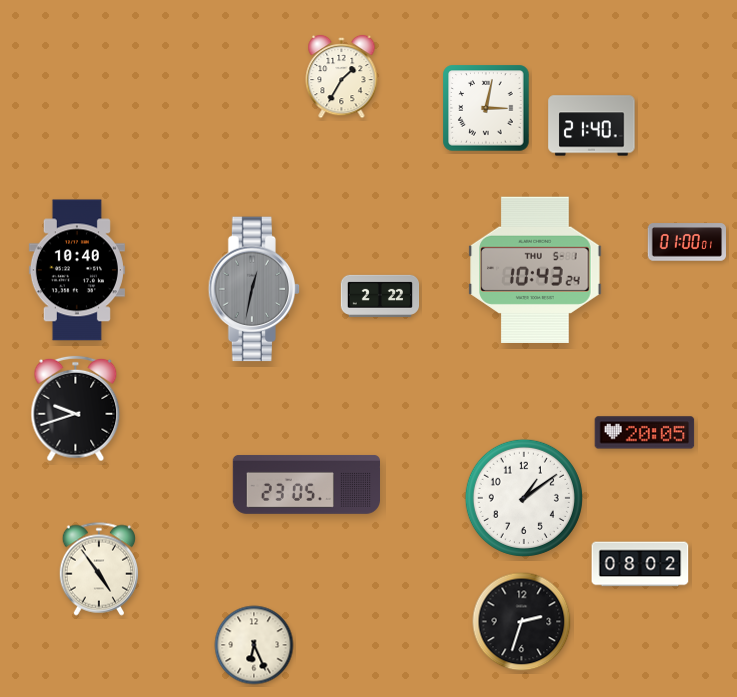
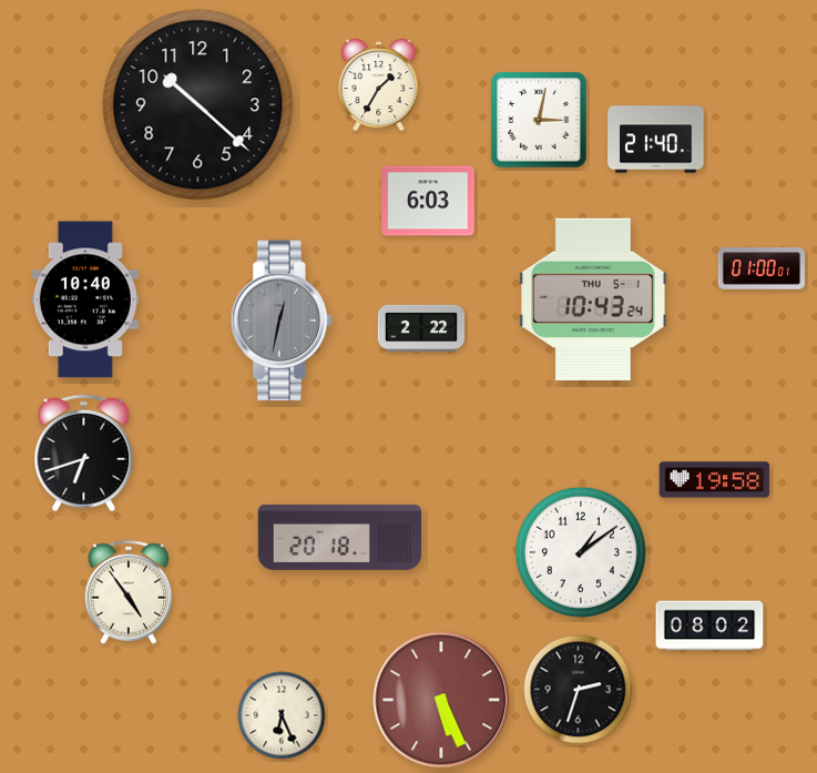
clock at (198, 105): none -> 10:22
clock at (428, 201): none -> 6:03
clock at (76, 409): 9:42 -> 6:42
clock at (645, 433): 20:05 -> 19:58
clock at (306, 484): 23:05 -> 20:18
clock at (98, 569) position: (98, 569) -> (127, 592)
clock at (441, 700): none -> 5:26
